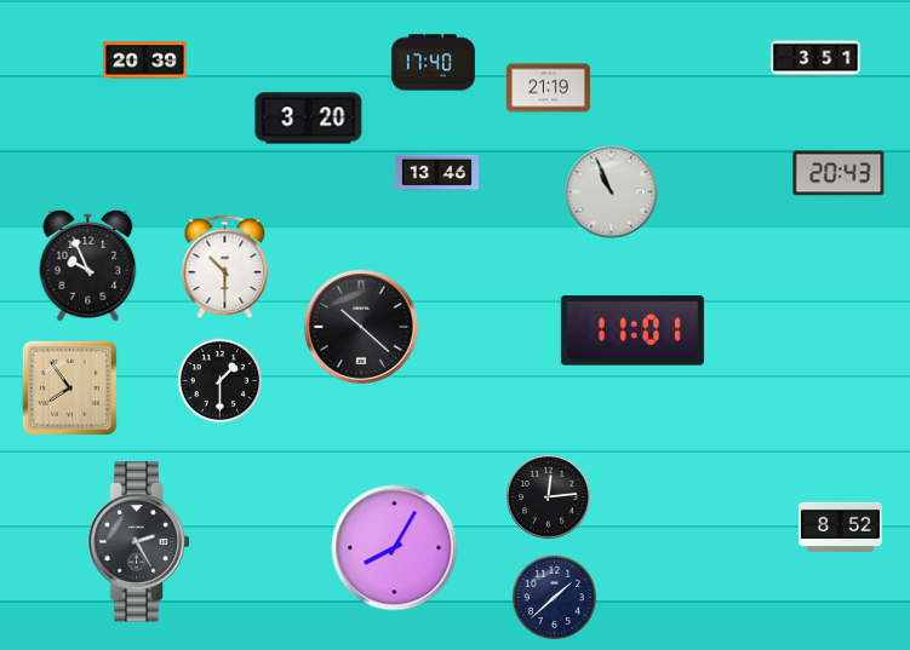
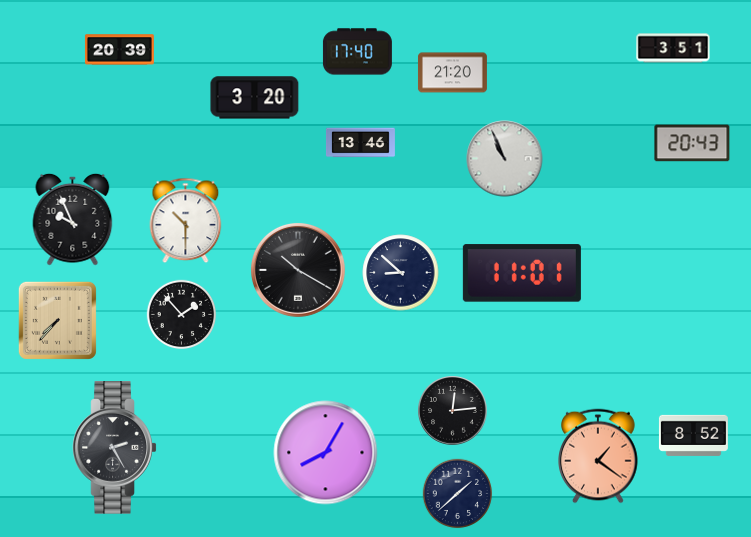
clock at (548, 88): 21:19 -> 21:20
clock at (361, 327): 10:22 -> 10:20
clock at (401, 273): none -> 8:52
clock at (221, 381): 1:30 -> 1:53
clock at (69, 387): 7:54 -> 7:37
clock at (599, 456): none -> 1:21
